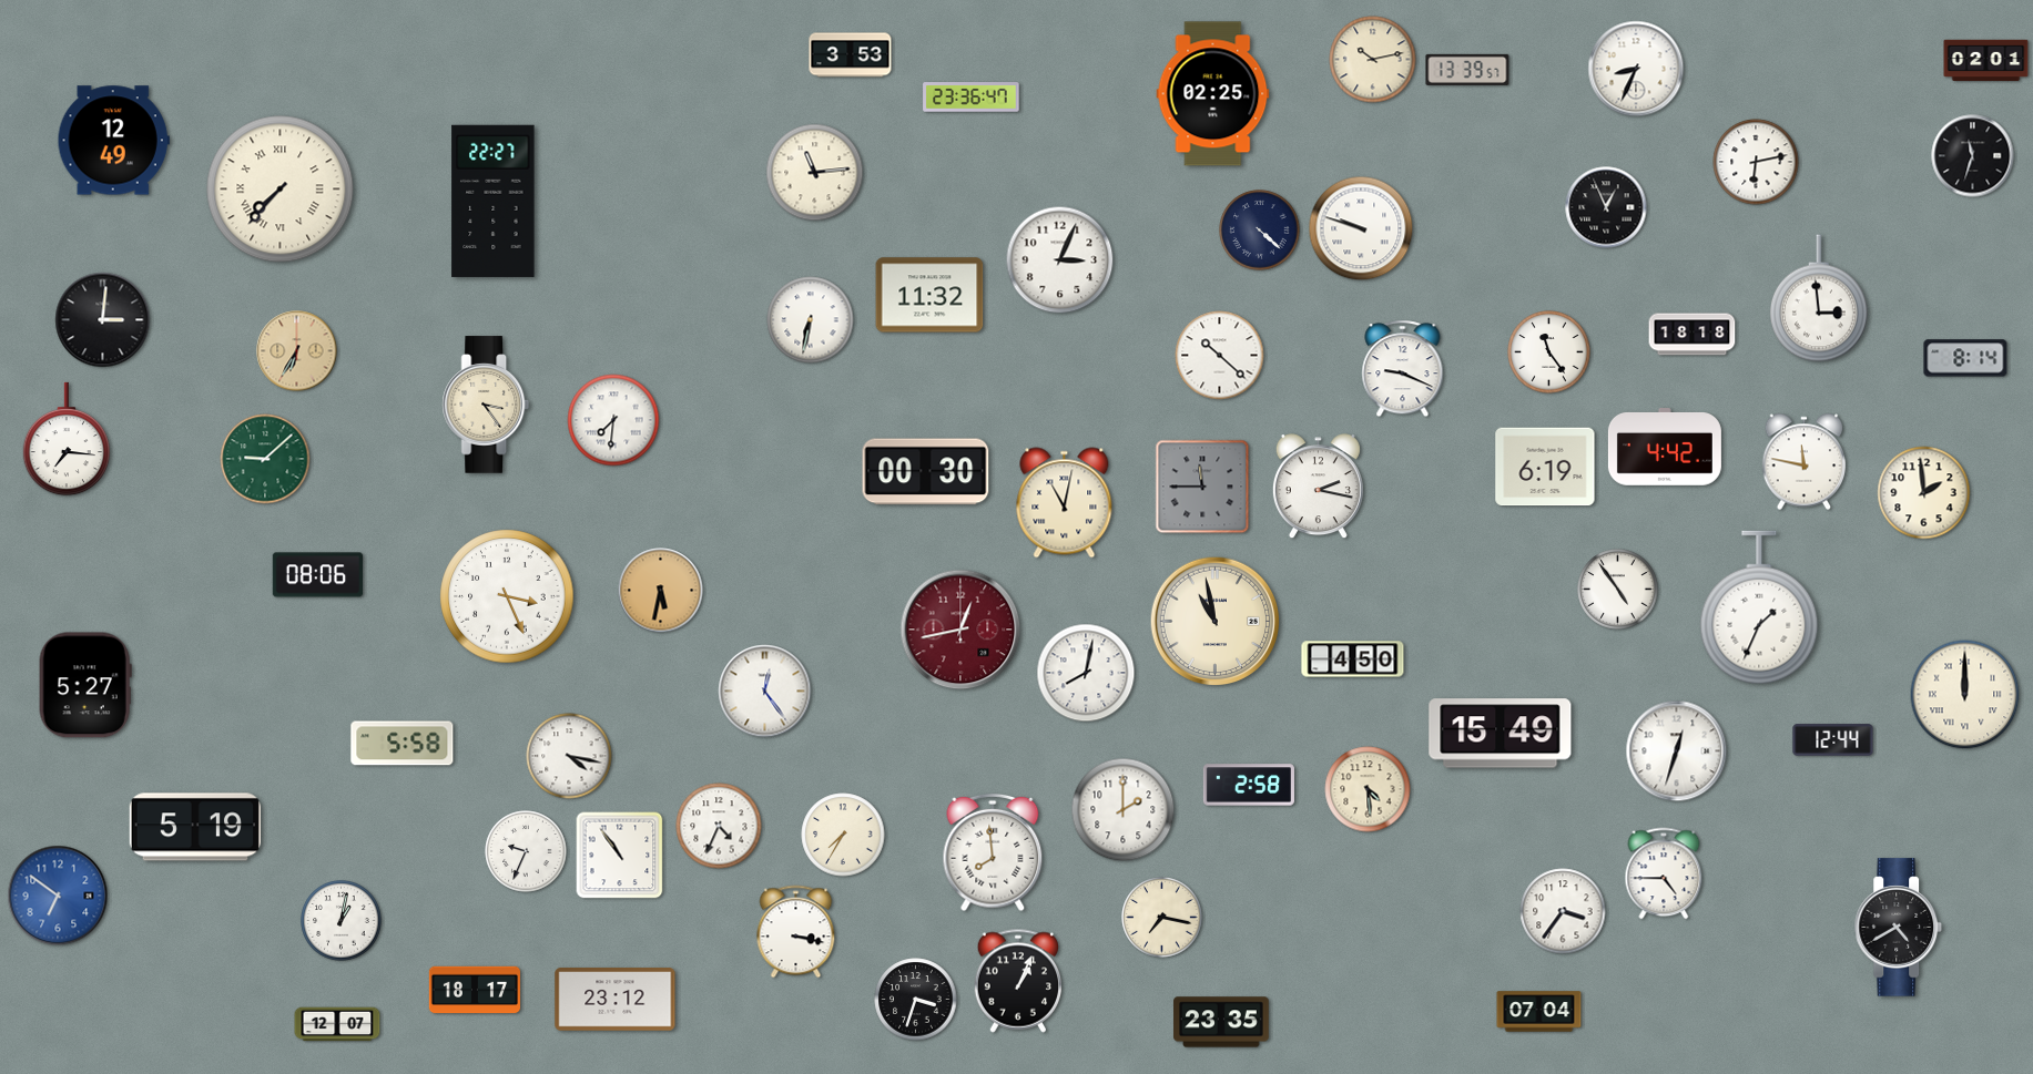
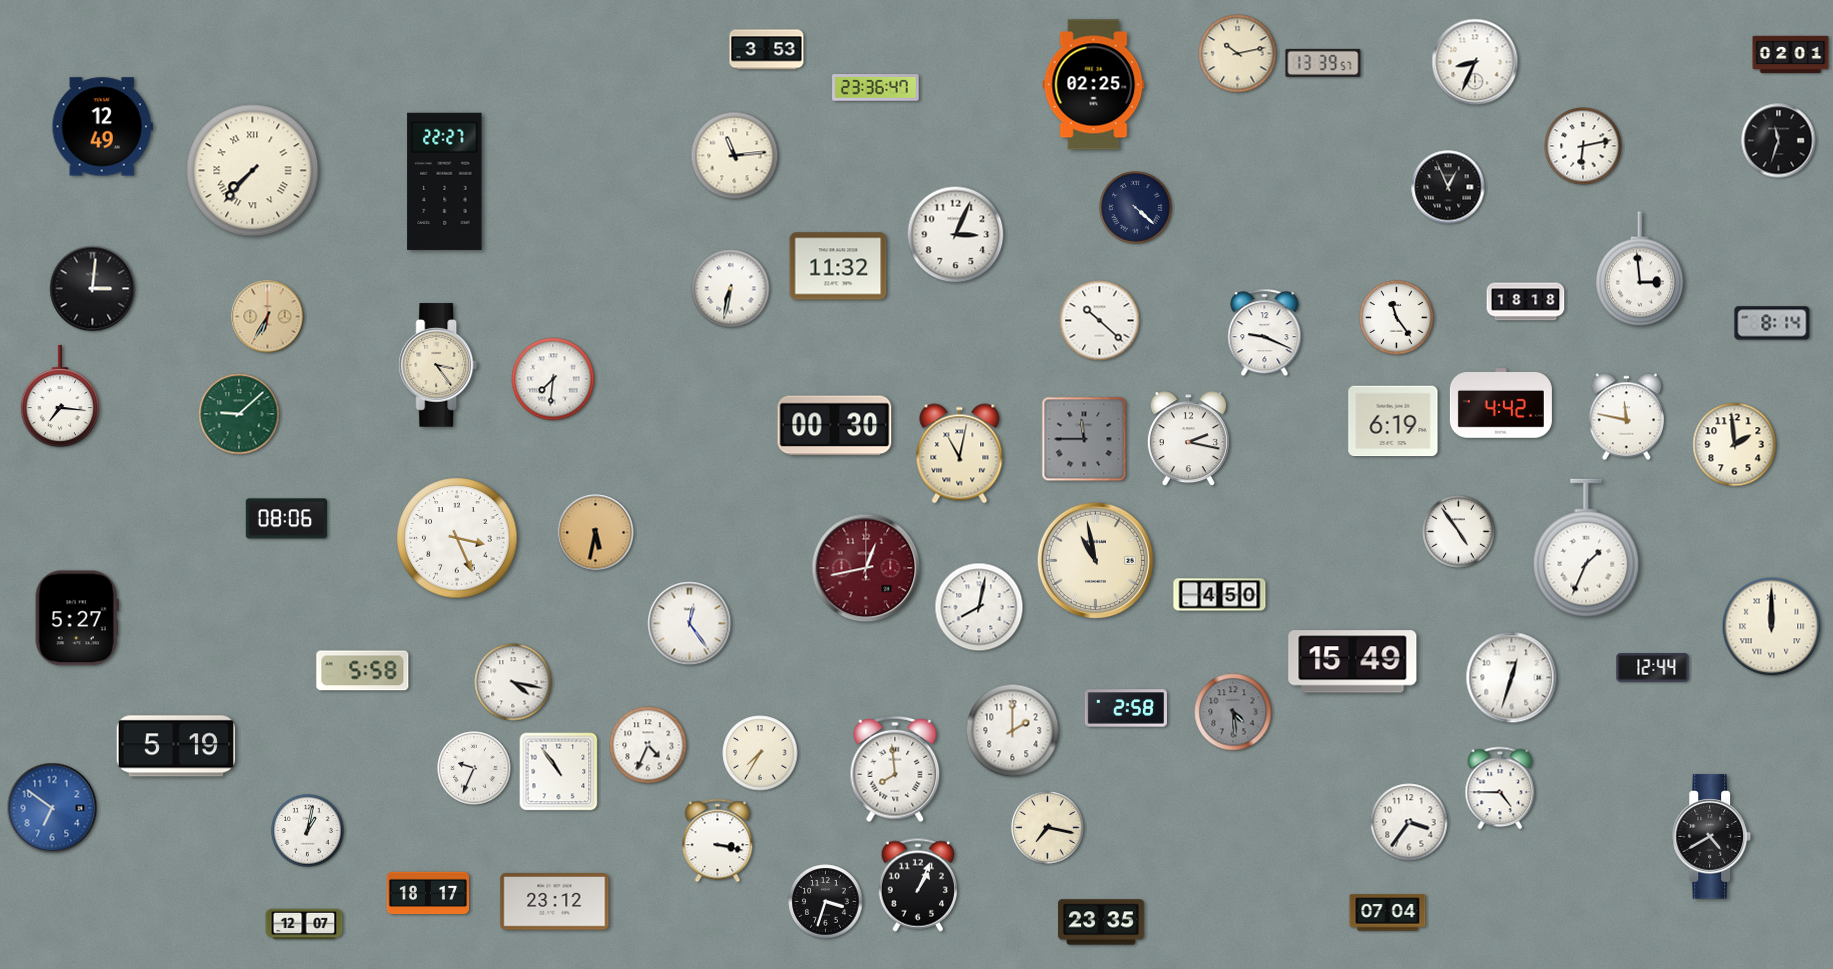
clock at (1361, 228): 9:48 -> none
clock at (1368, 789) dial: cream -> grey
